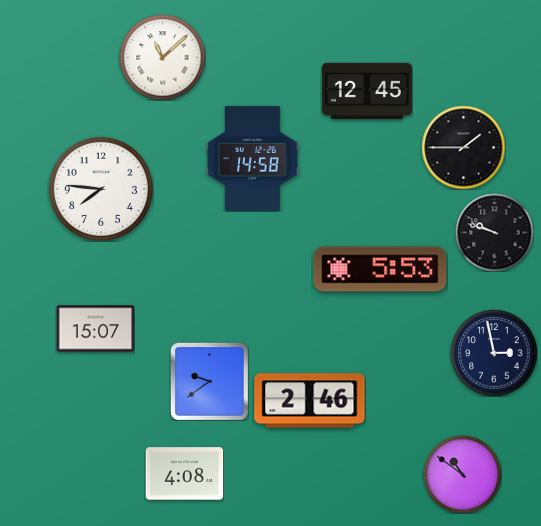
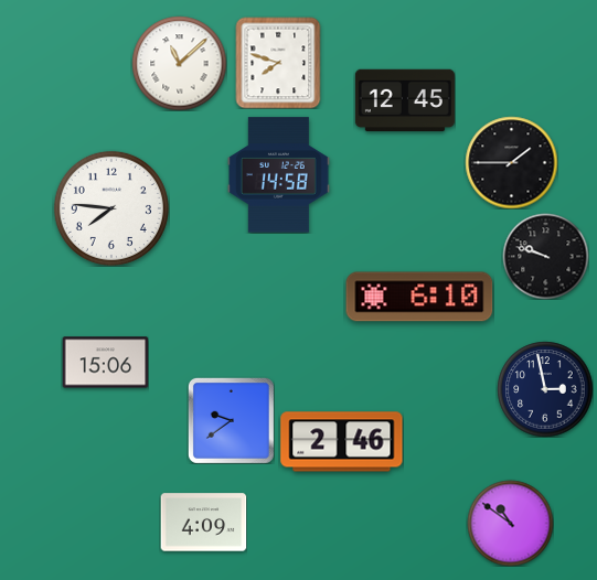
clock at (278, 63): none -> 7:48
clock at (380, 269): 5:53 -> 6:10
clock at (95, 329): 15:07 -> 15:06
clock at (184, 474): 4:08 -> 4:09
